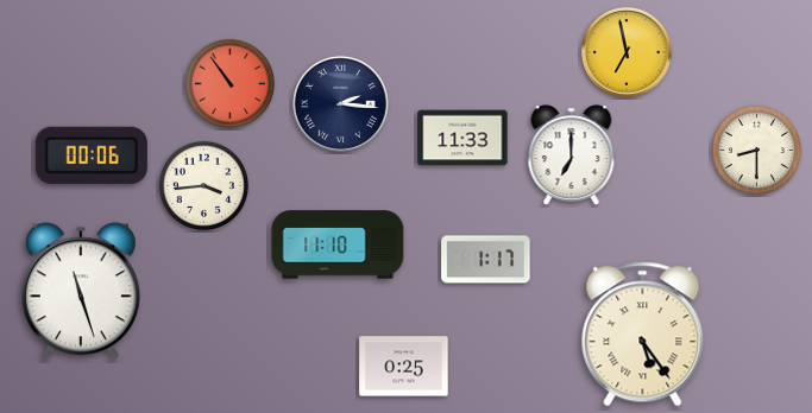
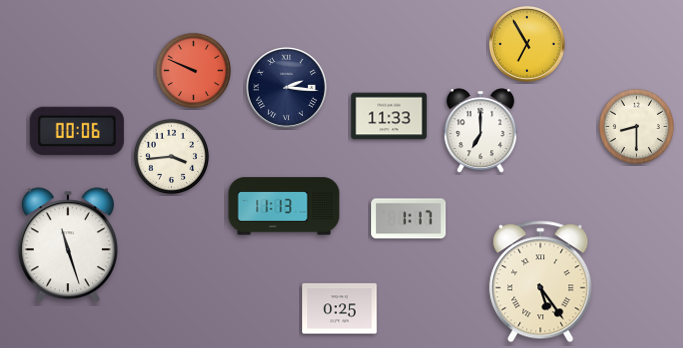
clock at (628, 52): 6:58 -> 6:55
clock at (229, 83): 10:54 -> 9:49
clock at (338, 244): 11:10 -> 11:13
